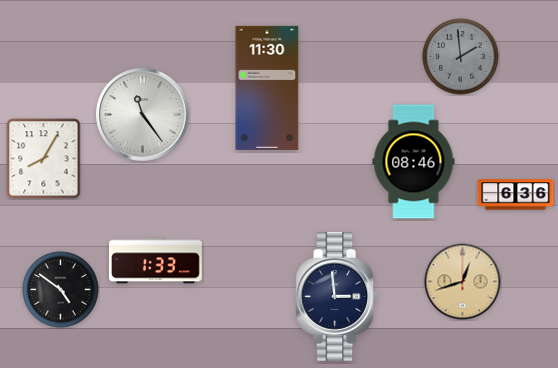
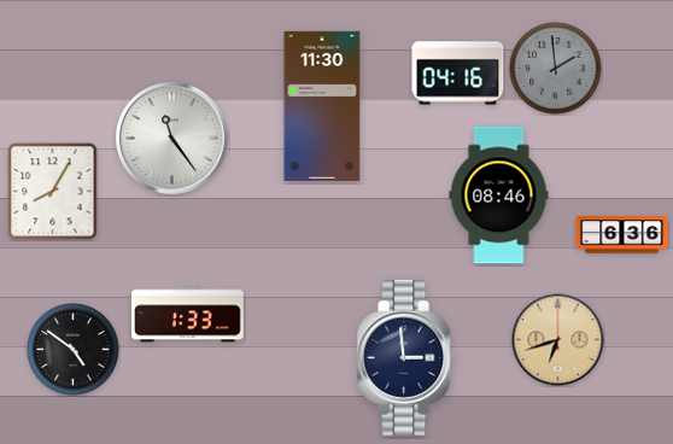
clock at (458, 74): none -> 04:16
clock at (463, 282): 12:42 -> 6:42
